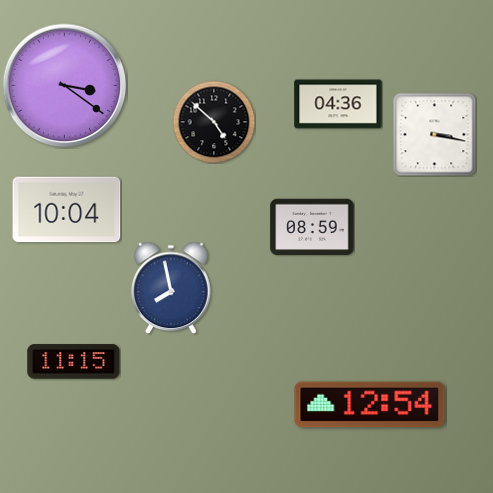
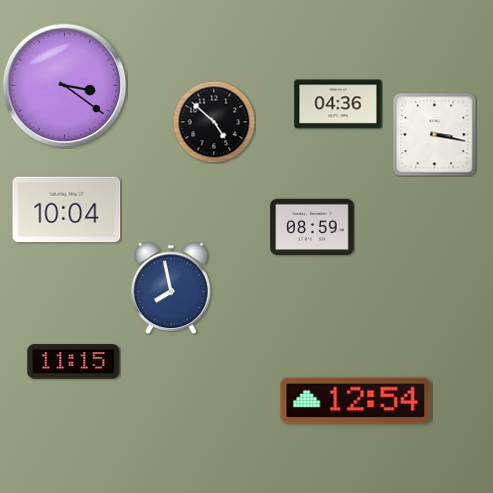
clock at (370, 405) position: (370, 405) -> (356, 401)
